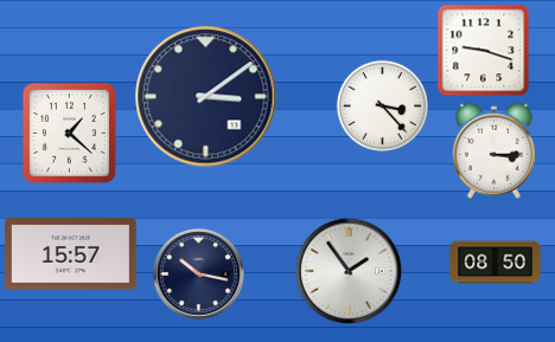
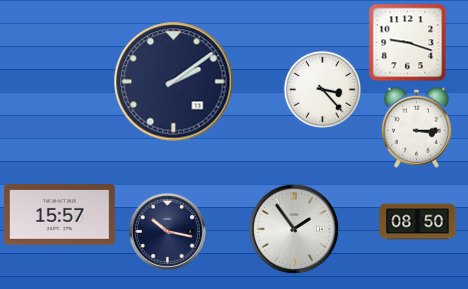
clock at (206, 97): 3:09 -> 2:09
clock at (69, 133): 1:22 -> none
